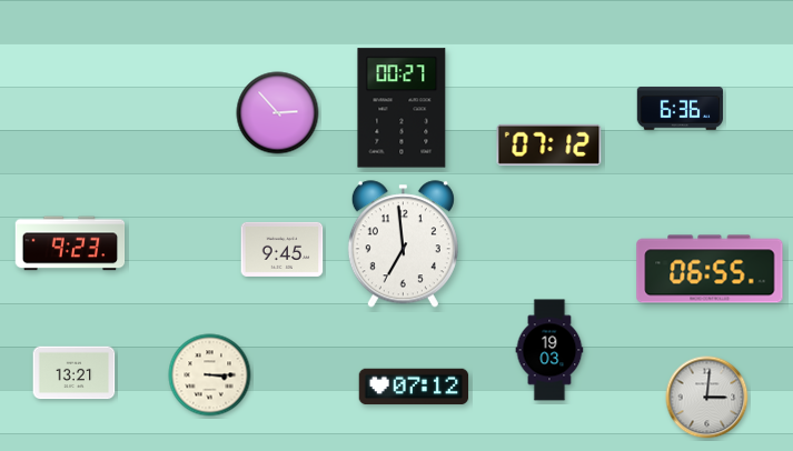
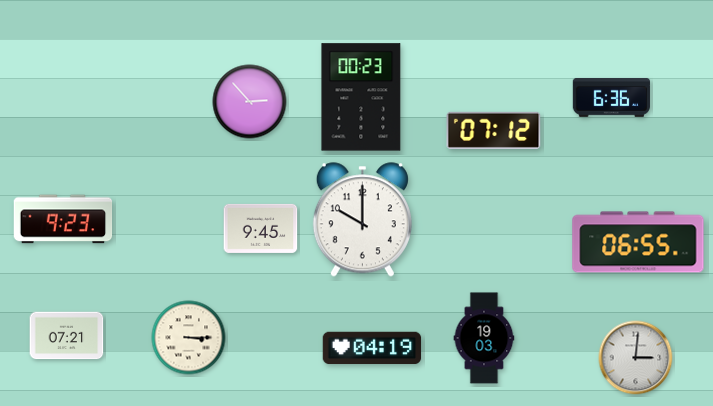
clock at (402, 108): 00:27 -> 00:23
clock at (403, 244): 6:59 -> 10:00
clock at (282, 249) position: (282, 249) -> (261, 228)
clock at (549, 350) position: (549, 350) -> (484, 338)
clock at (75, 373): 13:21 -> 07:21
clock at (414, 387): 07:12 -> 04:19
